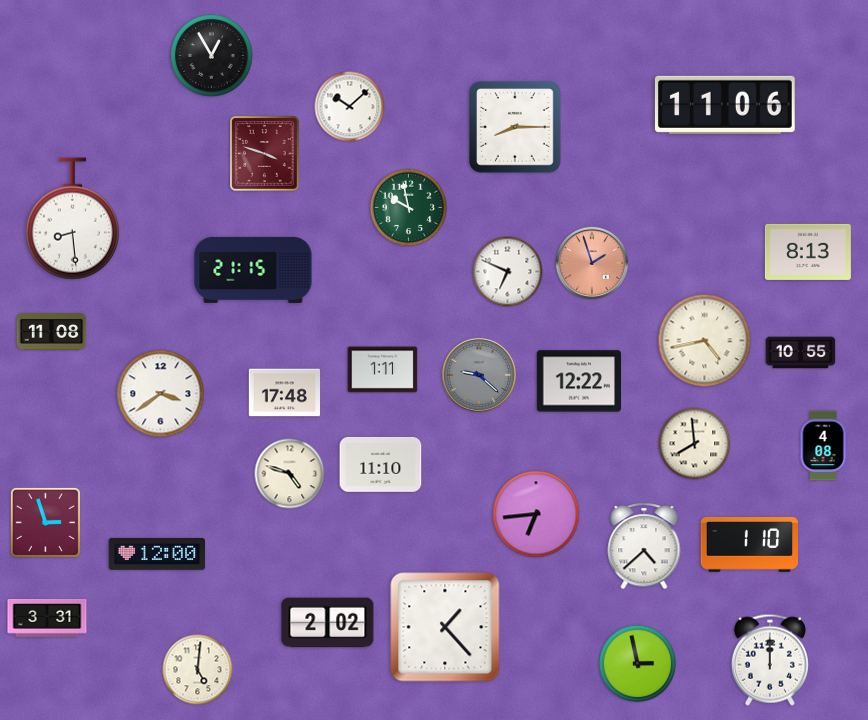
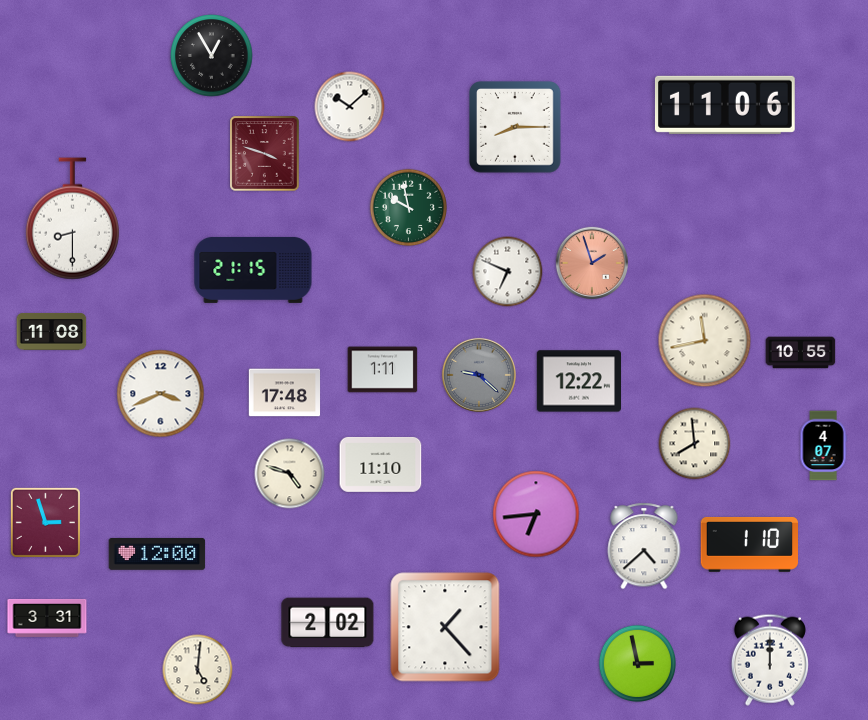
clock at (72, 219): 8:29 -> 8:30
clock at (808, 252): 8:13 -> none
clock at (705, 341): 4:43 -> 11:43
clock at (161, 394): 3:39 -> 3:41
clock at (823, 446): 4:08 -> 4:07
